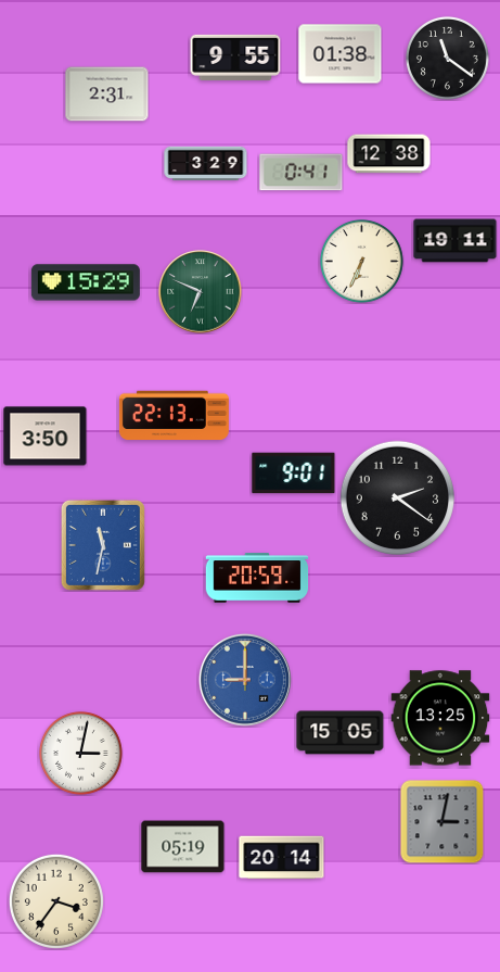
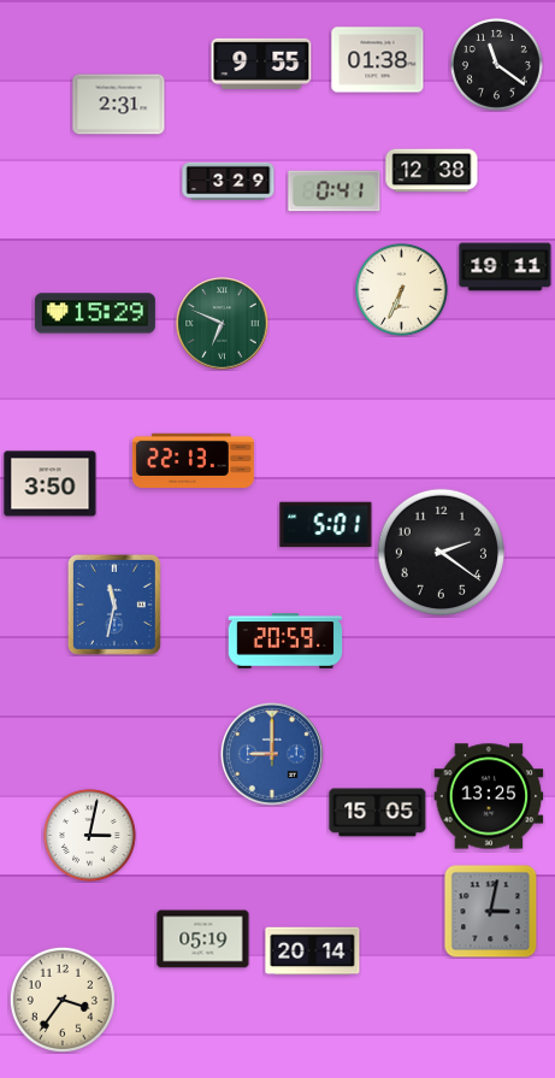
clock at (294, 474): 9:01 -> 5:01
